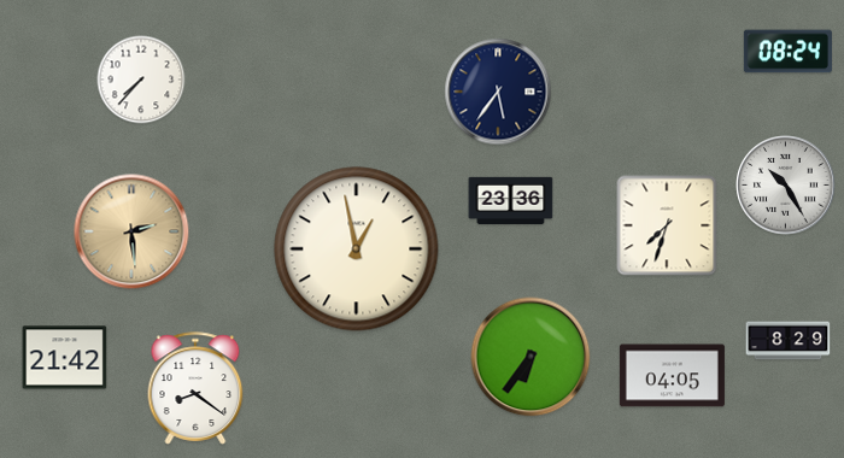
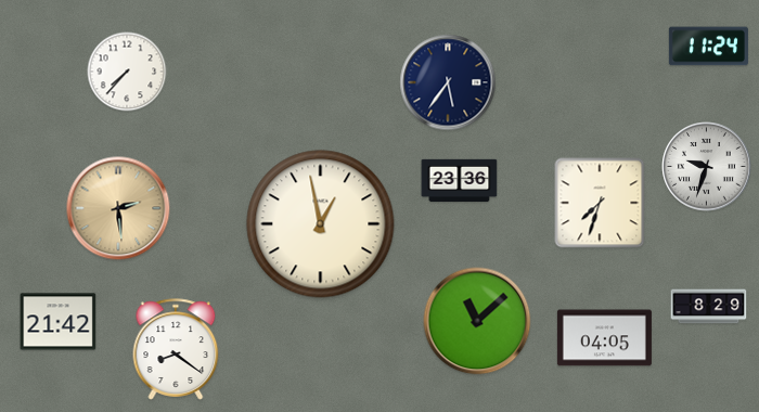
clock at (787, 52): 08:24 -> 11:24
clock at (786, 186): 10:25 -> 9:33
clock at (531, 357): 6:36 -> 11:08
